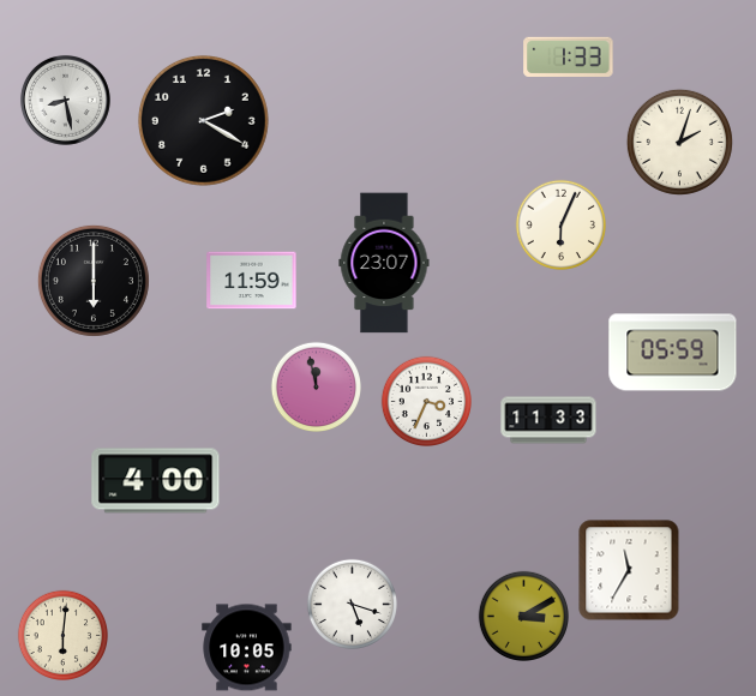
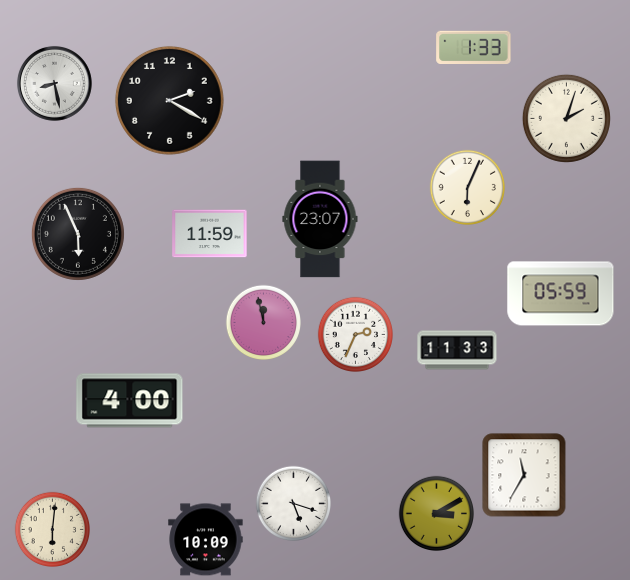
clock at (94, 281): 6:00 -> 5:56
clock at (427, 402): 3:34 -> 2:34
clock at (247, 648): 10:05 -> 10:09
